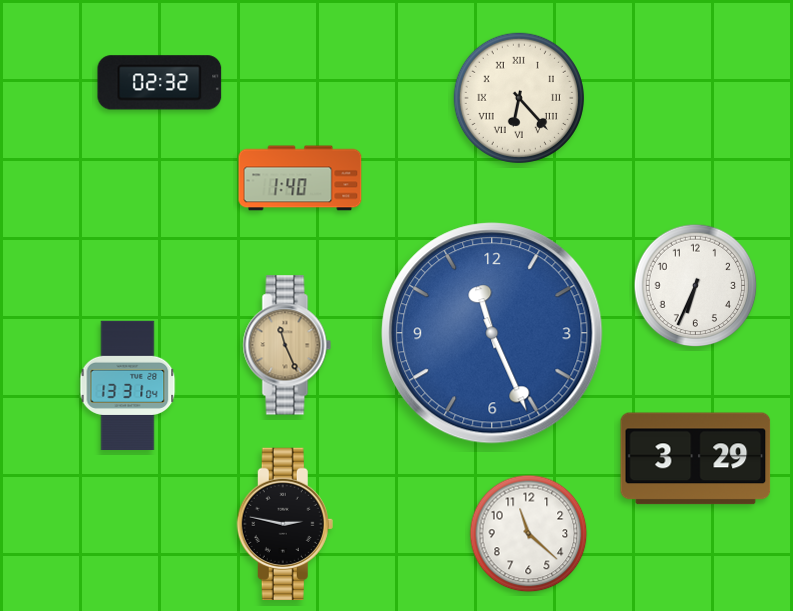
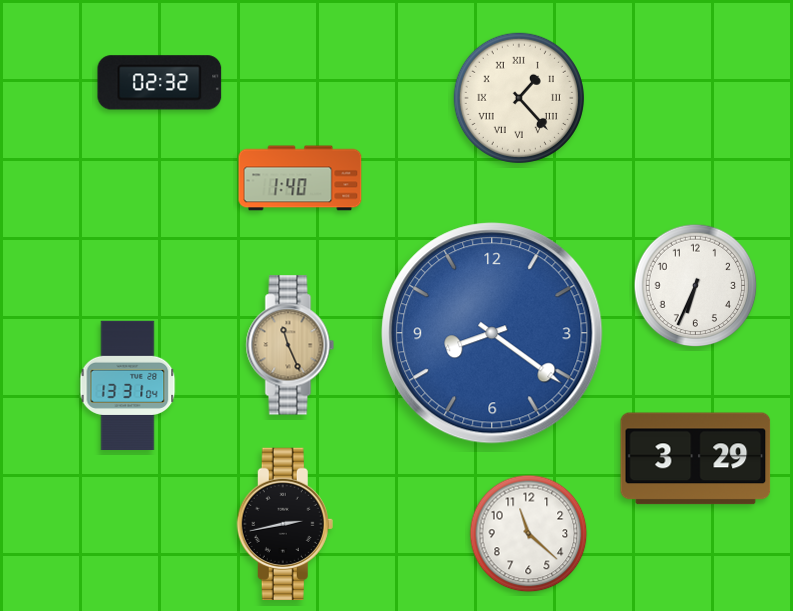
clock at (519, 98): 6:23 -> 1:23
clock at (492, 333): 11:26 -> 8:21
clock at (287, 345) position: (287, 345) -> (290, 345)
clock at (285, 523): 2:47 -> 2:43
